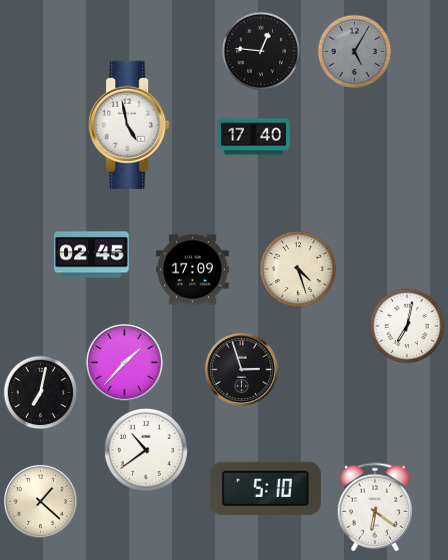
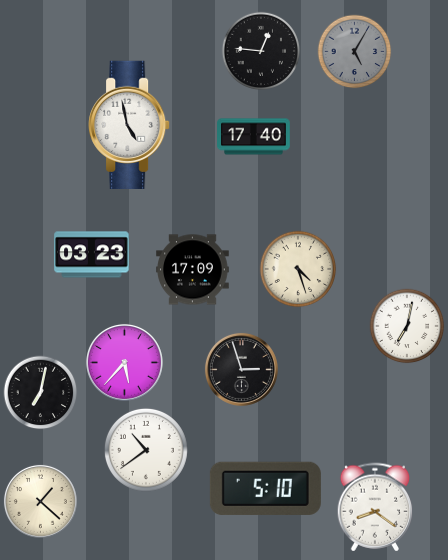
clock at (92, 255): 02:45 -> 03:23
clock at (124, 362): 1:37 -> 5:37
clock at (375, 507): 6:21 -> 8:21
